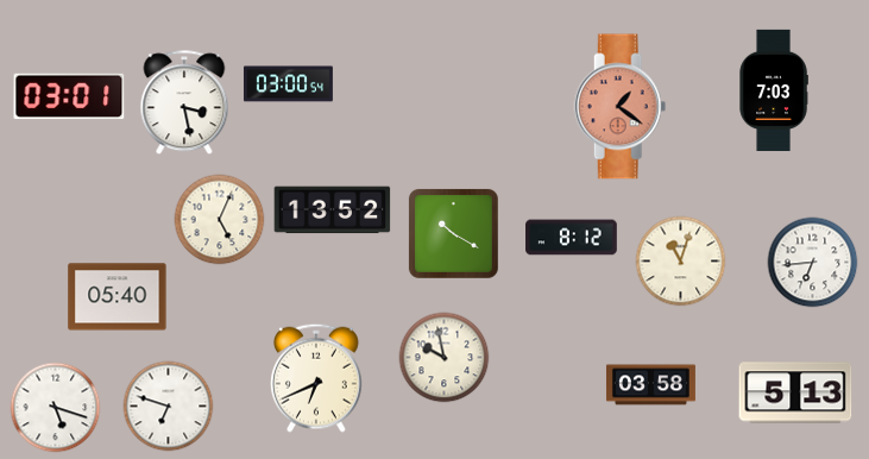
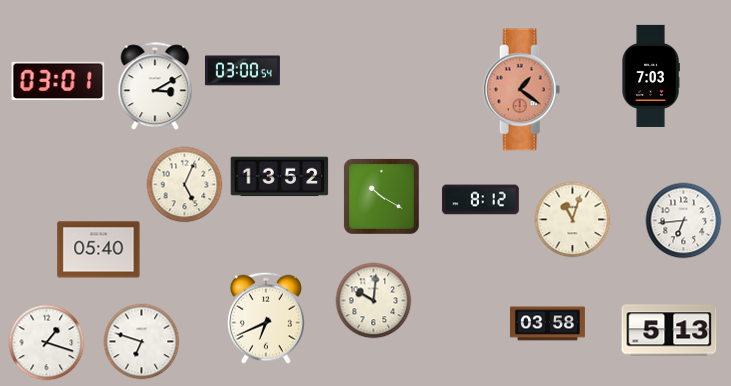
clock at (184, 103): 3:28 -> 3:10
clock at (445, 358): 9:58 -> 10:01
clock at (56, 408): 5:18 -> 1:18
